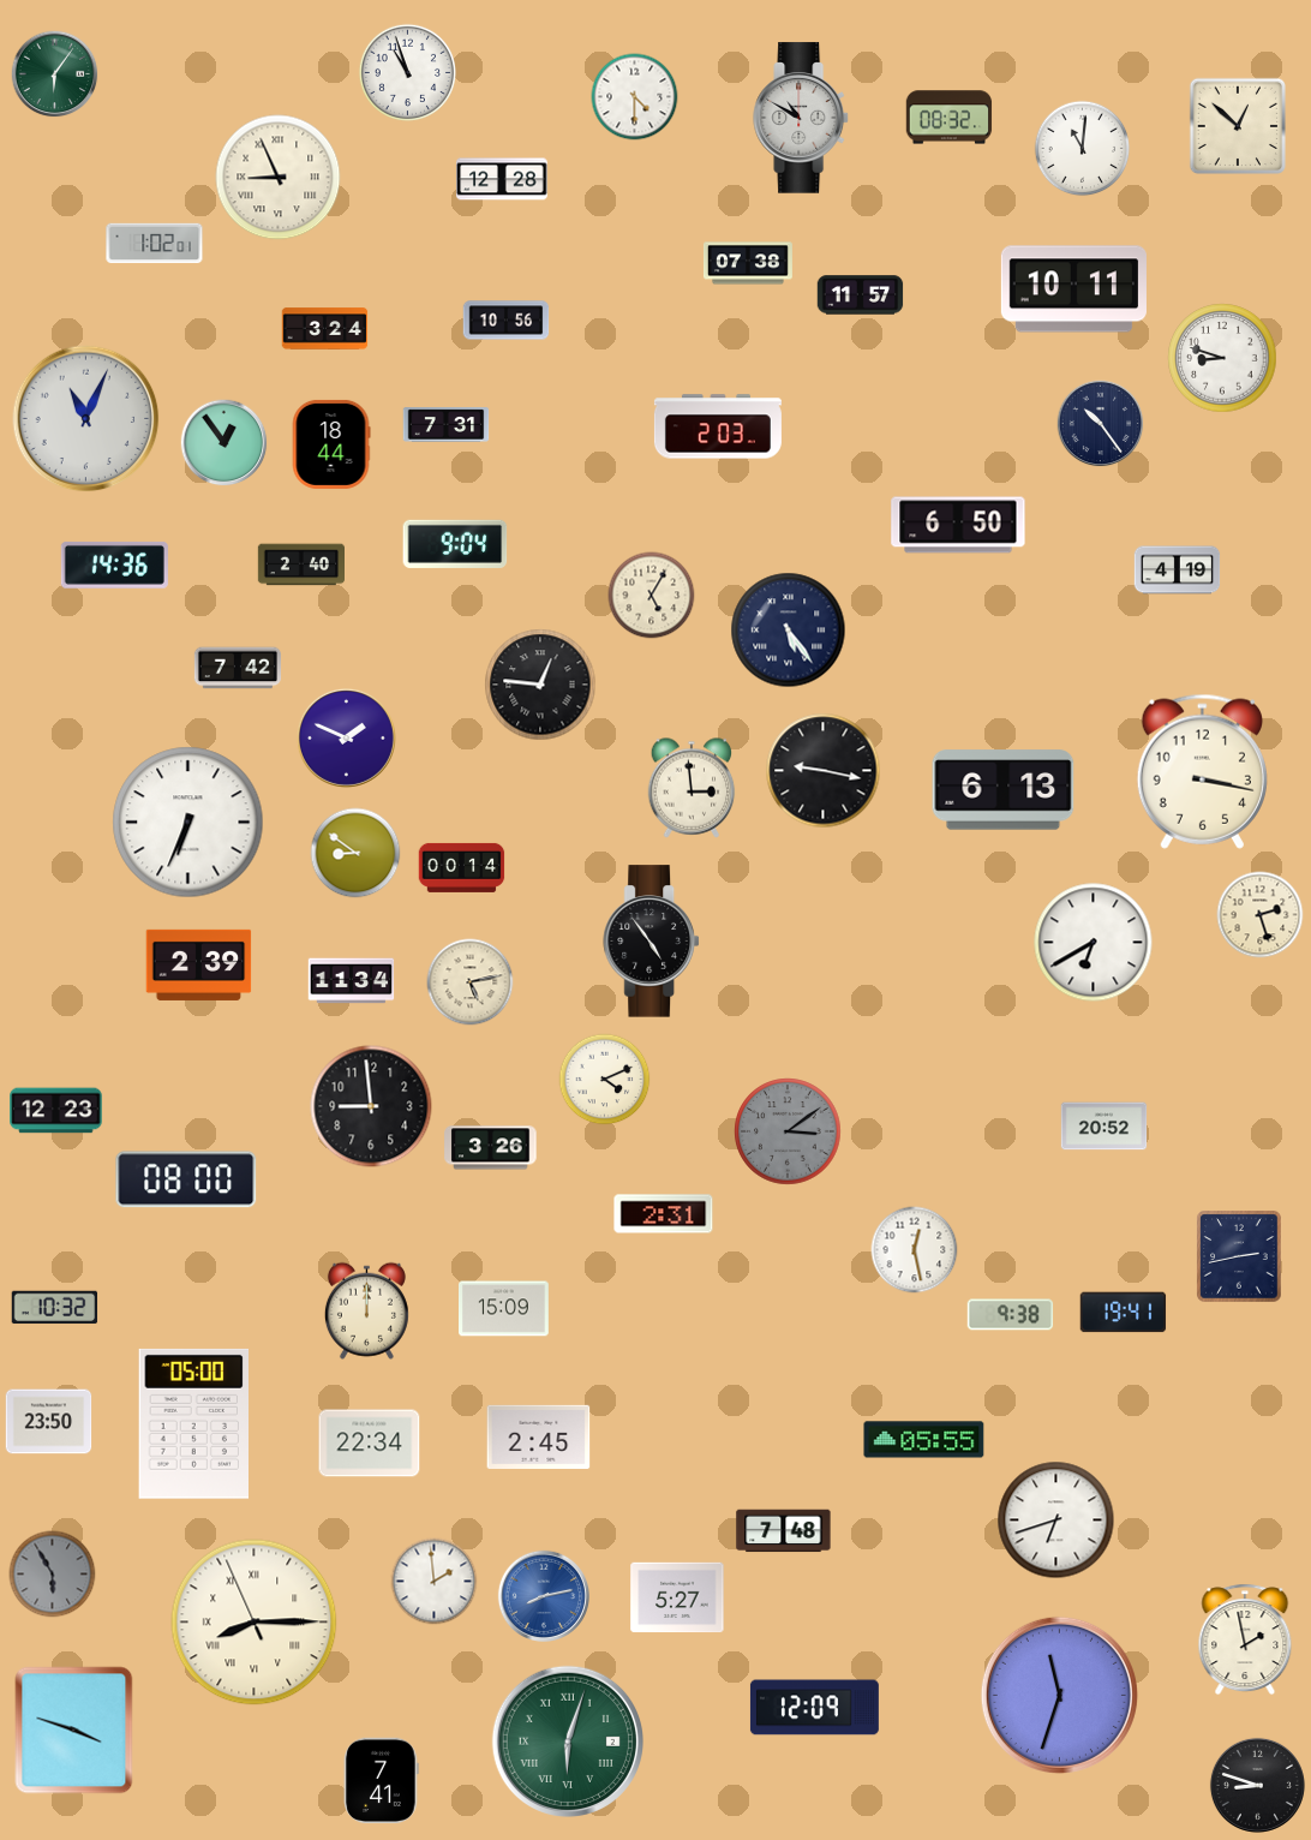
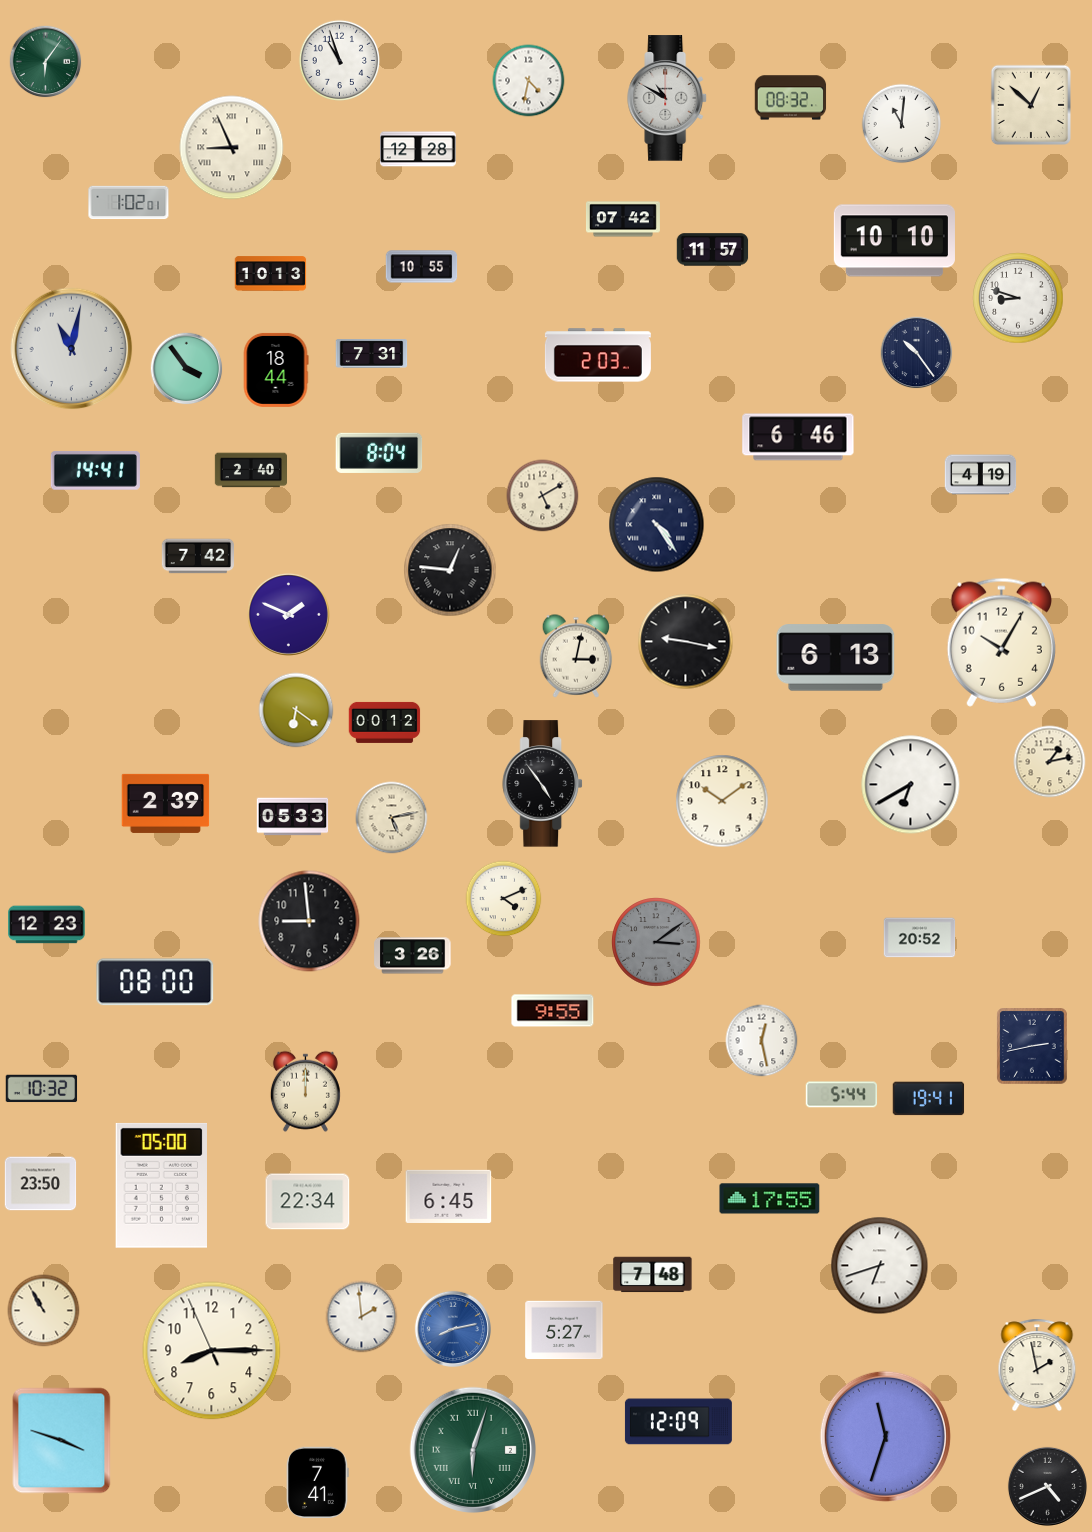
clock at (635, 97): 4:30 -> 4:32
clock at (748, 263): 07:38 -> 07:42
clock at (1073, 289): 10:11 -> 10:10
clock at (861, 295) position: (861, 295) -> (713, 250)
clock at (507, 321): 10:56 -> 10:55
clock at (325, 329): 3:24 -> 10:13
clock at (86, 419): 11:04 -> 11:02
clock at (225, 443): 12:54 -> 3:54
clock at (958, 525): 6:50 -> 6:46
clock at (455, 544): 9:04 -> 8:04
clock at (114, 564): 14:36 -> 14:41
clock at (652, 596): 5:05 -> 5:10
clock at (789, 631): 5:24 -> 4:24
clock at (1202, 771): 3:17 -> 10:05
clock at (692, 788): 2:59 -> 3:02
clock at (188, 823): 6:34 -> none
clock at (355, 853): 8:51 -> 6:21
clock at (462, 867): 00:14 -> 00:12
clock at (1261, 915): 2:27 -> 1:13
clock at (722, 801): none -> 10:09
clock at (352, 981): 11:34 -> 05:33
clock at (491, 1148) position: (491, 1148) -> (413, 956)
clock at (664, 1214): 2:31 -> 9:55
clock at (55, 1308) position: (55, 1308) -> (42, 1089)
clock at (504, 1309): 15:09 -> none
clock at (1124, 1313) position: (1124, 1313) -> (929, 1099)
clock at (1011, 1315): 9:38 -> 5:44
clock at (539, 1436): 2:45 -> 6:45
clock at (924, 1440): 05:55 -> 17:55
clock at (53, 1575): 5:55 -> 10:55
clock at (53, 1575) dial: grey -> cream
clock at (255, 1623) numerals: Roman -> Arabic
clock at (1059, 1695) position: (1059, 1695) -> (885, 1436)
clock at (1257, 1785): 8:48 -> 4:41
